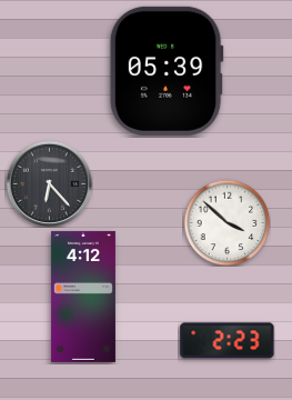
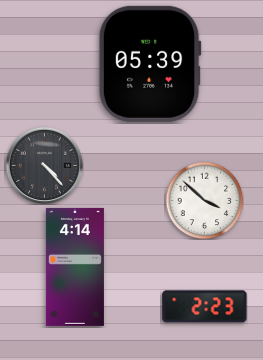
clock at (49, 183): 6:23 -> 4:23
clock at (83, 297): 4:12 -> 4:14
